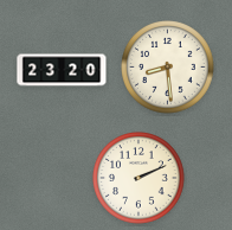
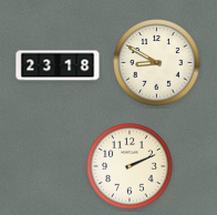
clock at (168, 68): 8:29 -> 8:50
clock at (62, 70): 23:20 -> 23:18
